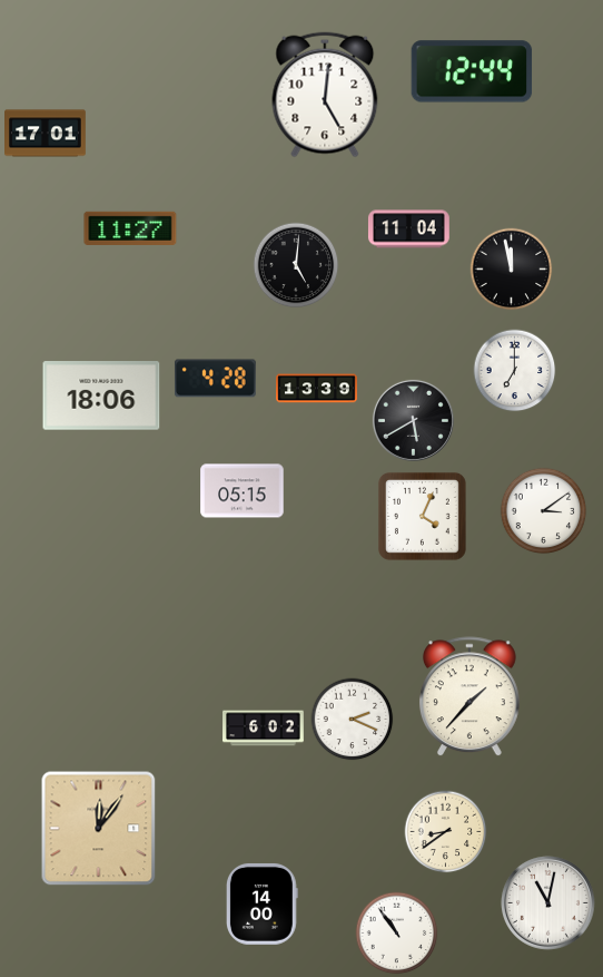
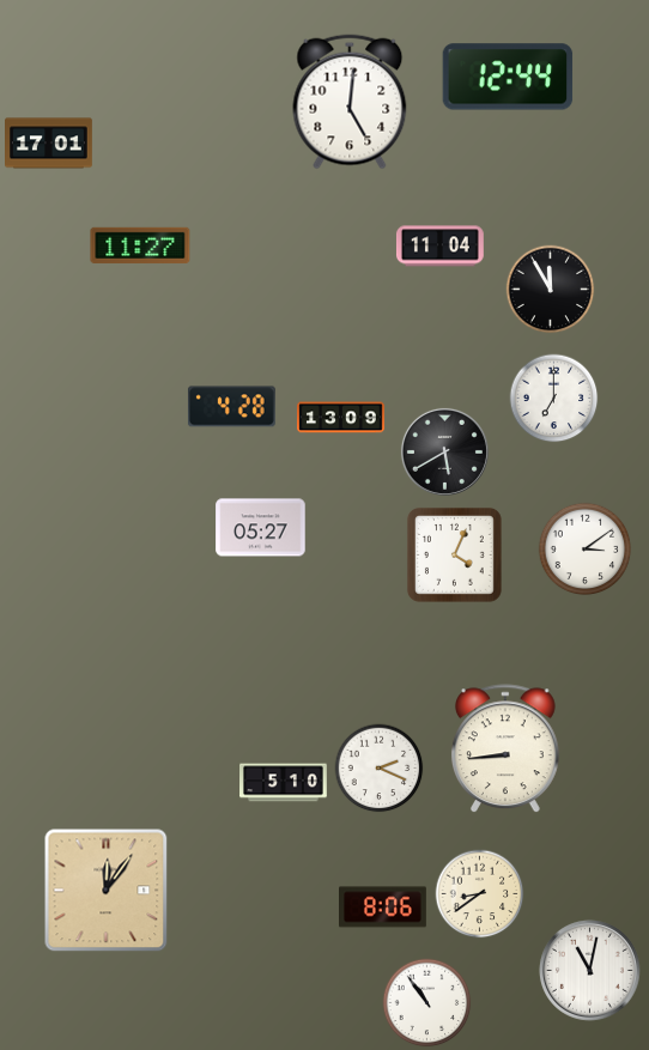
clock at (296, 265): 5:01 -> none
clock at (512, 270): 11:58 -> 11:55
clock at (317, 389): 13:39 -> 13:09
clock at (101, 395): 18:06 -> none
clock at (243, 491): 05:15 -> 05:27
clock at (469, 697): 1:37 -> 8:44
clock at (353, 720) position: (353, 720) -> (380, 769)
clock at (264, 729): 6:02 -> 5:10
clock at (383, 908): none -> 8:06
clock at (261, 903): 14:00 -> none
